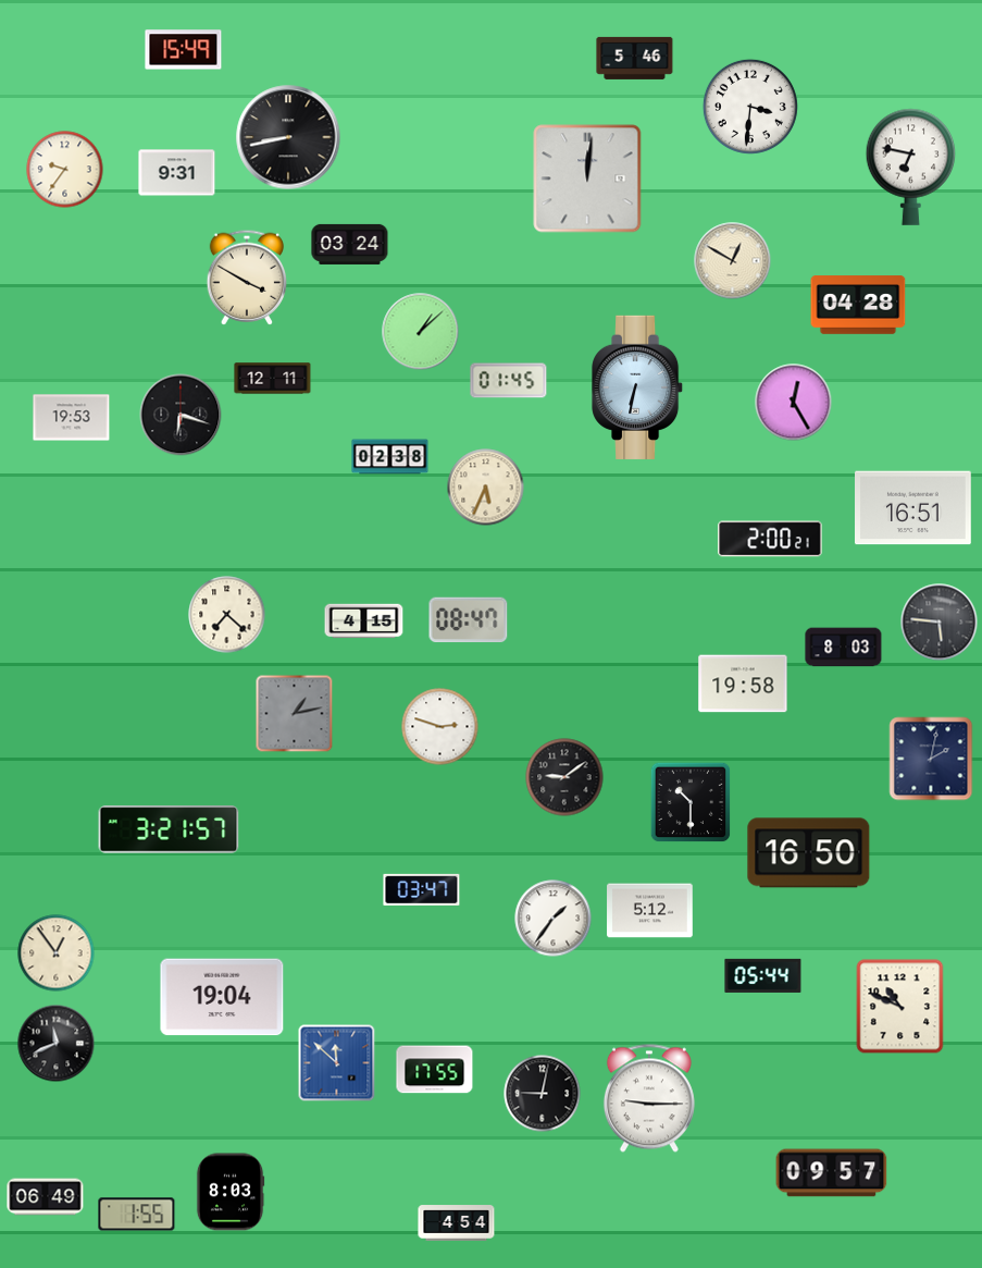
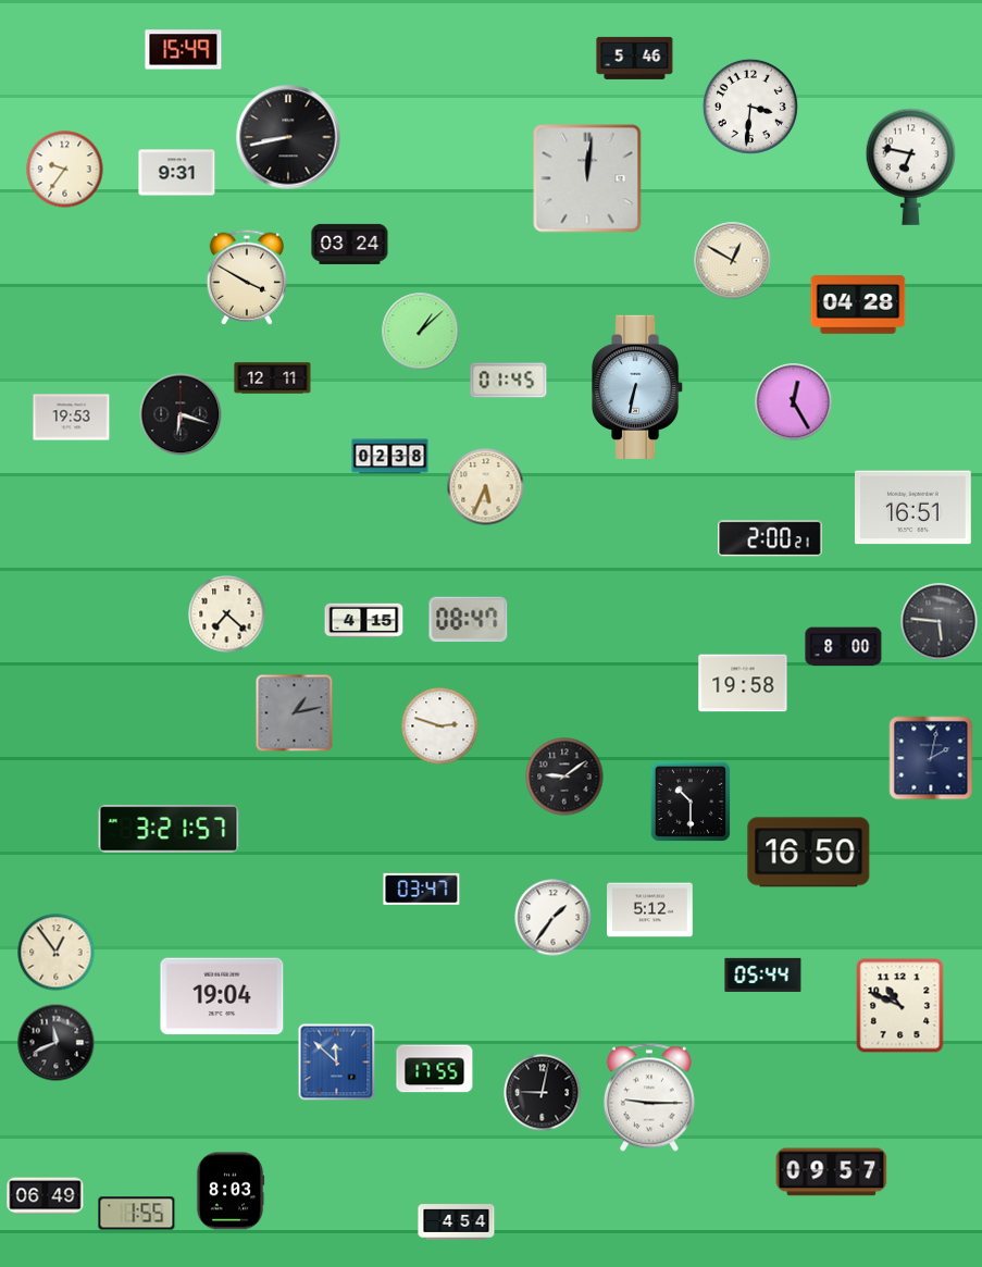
clock at (844, 648): 8:03 -> 8:00
